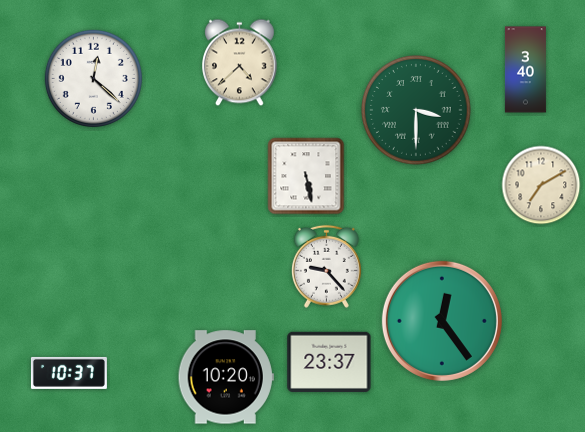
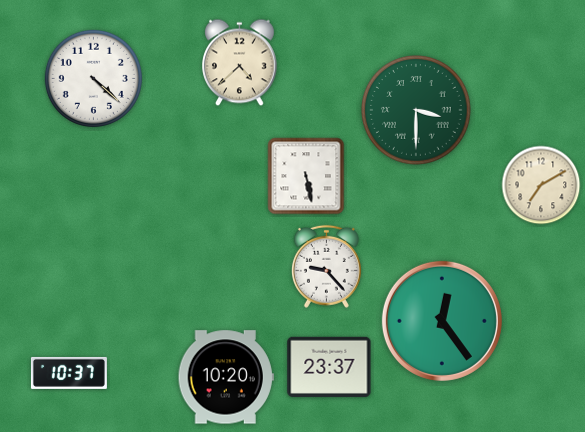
clock at (525, 70): 3:40 -> none
clock at (93, 78): 12:22 -> 4:22
clock at (329, 362) position: (329, 362) -> (329, 367)
